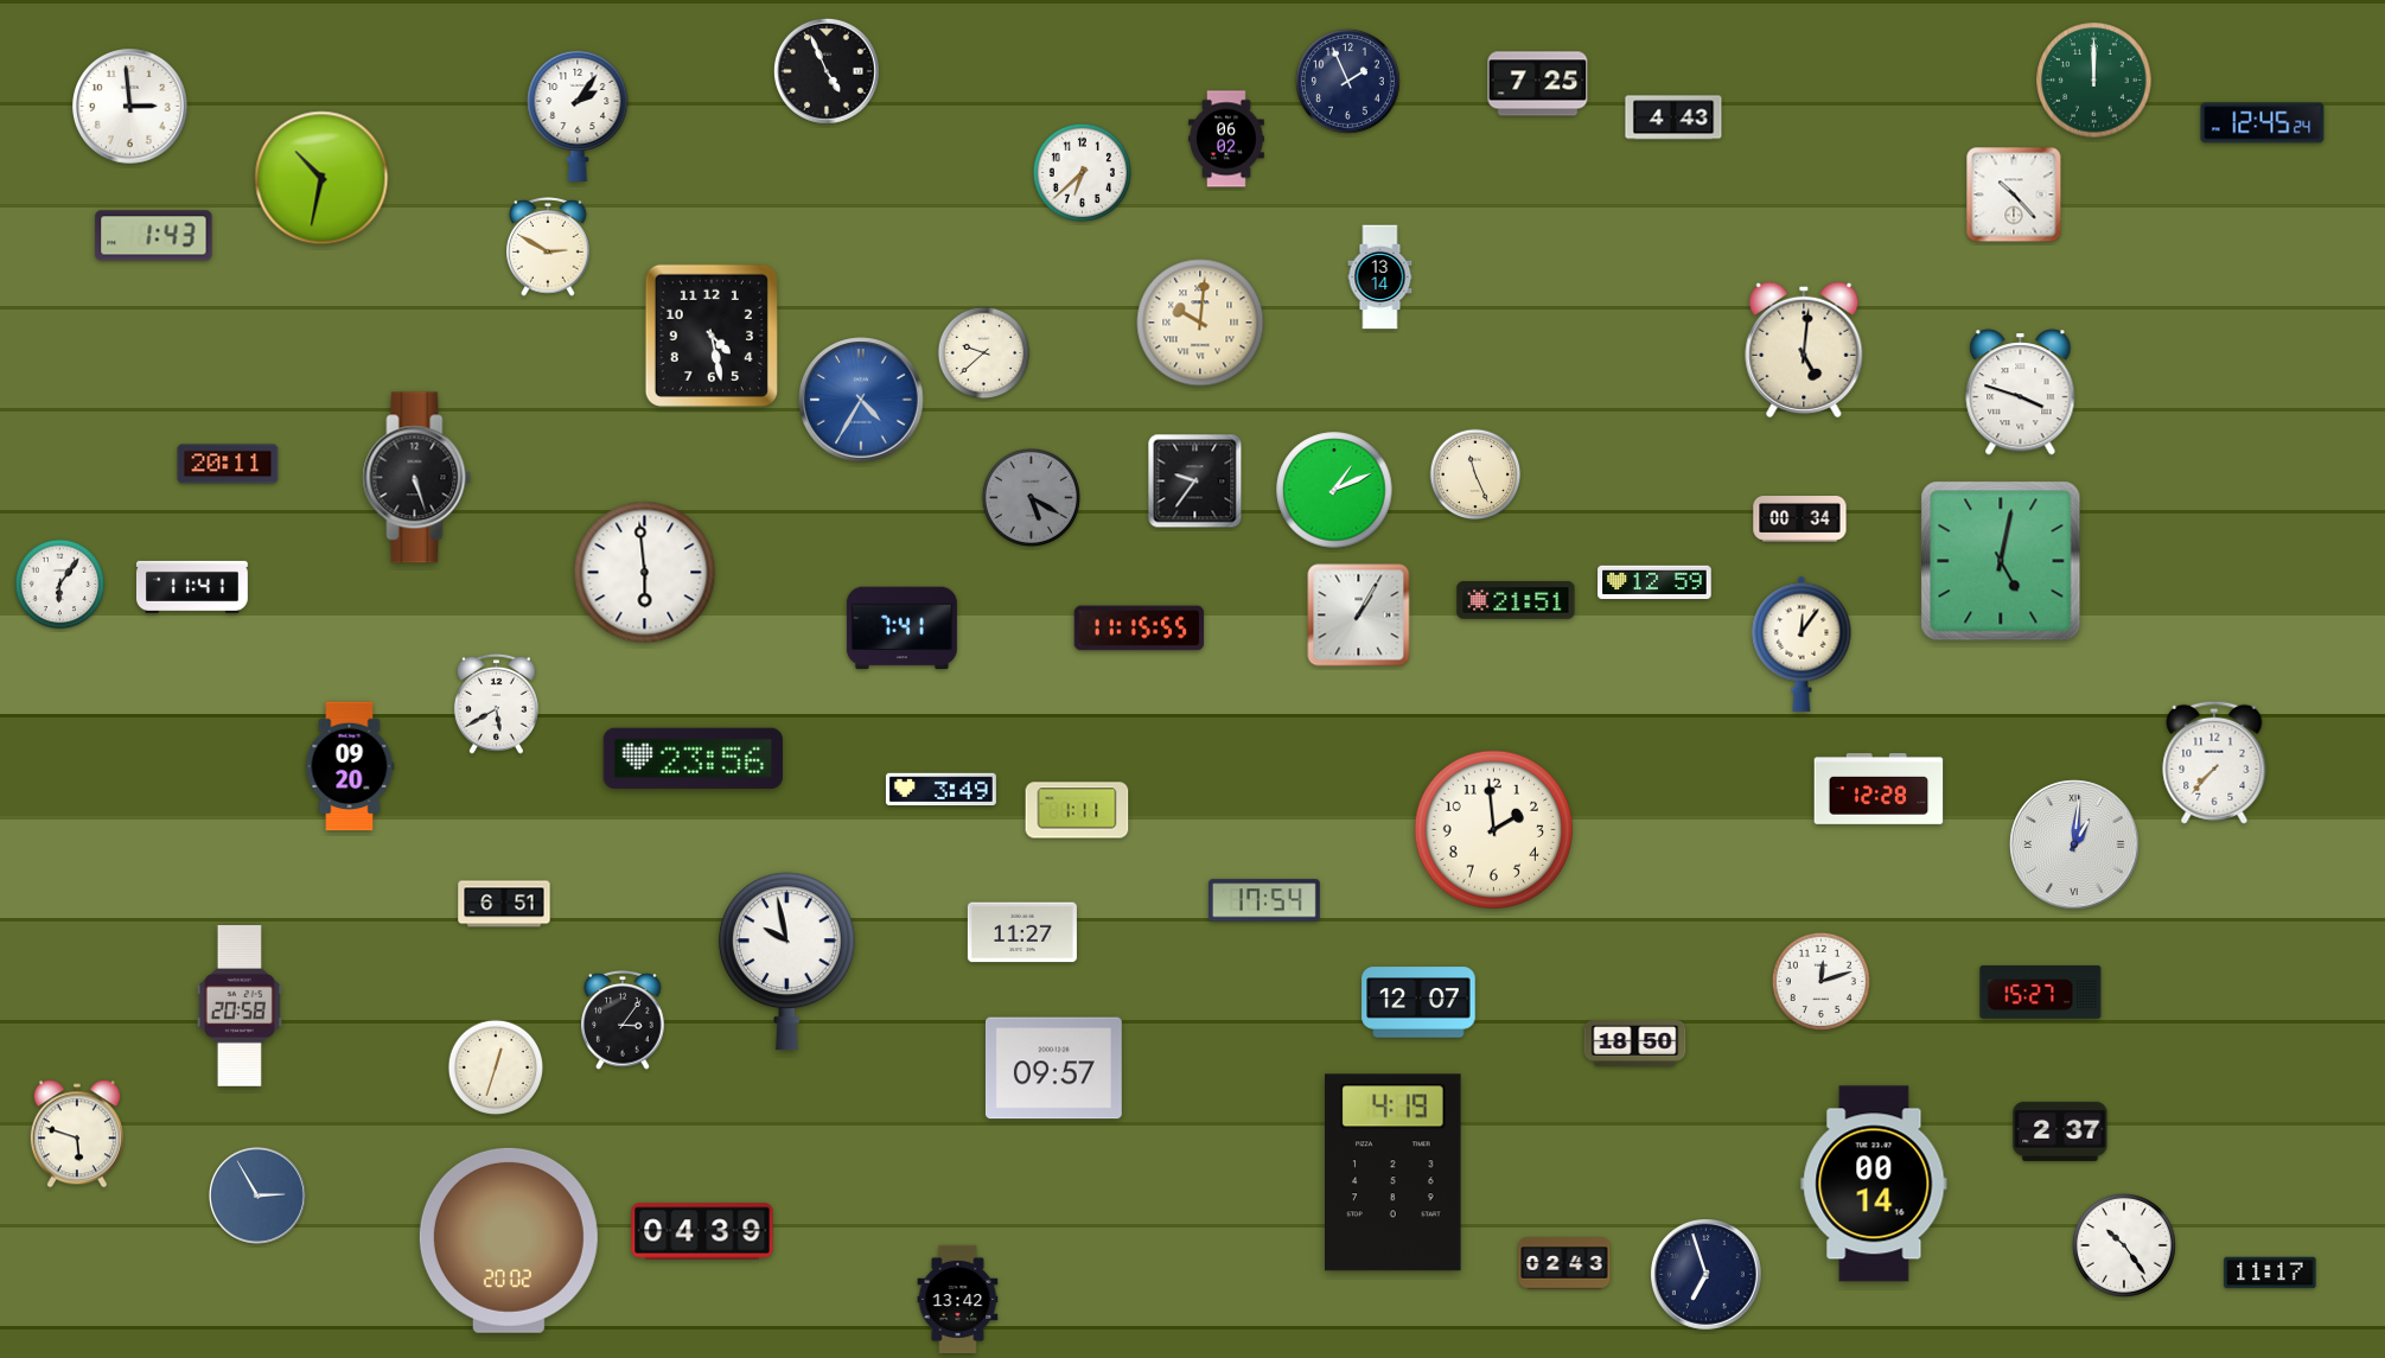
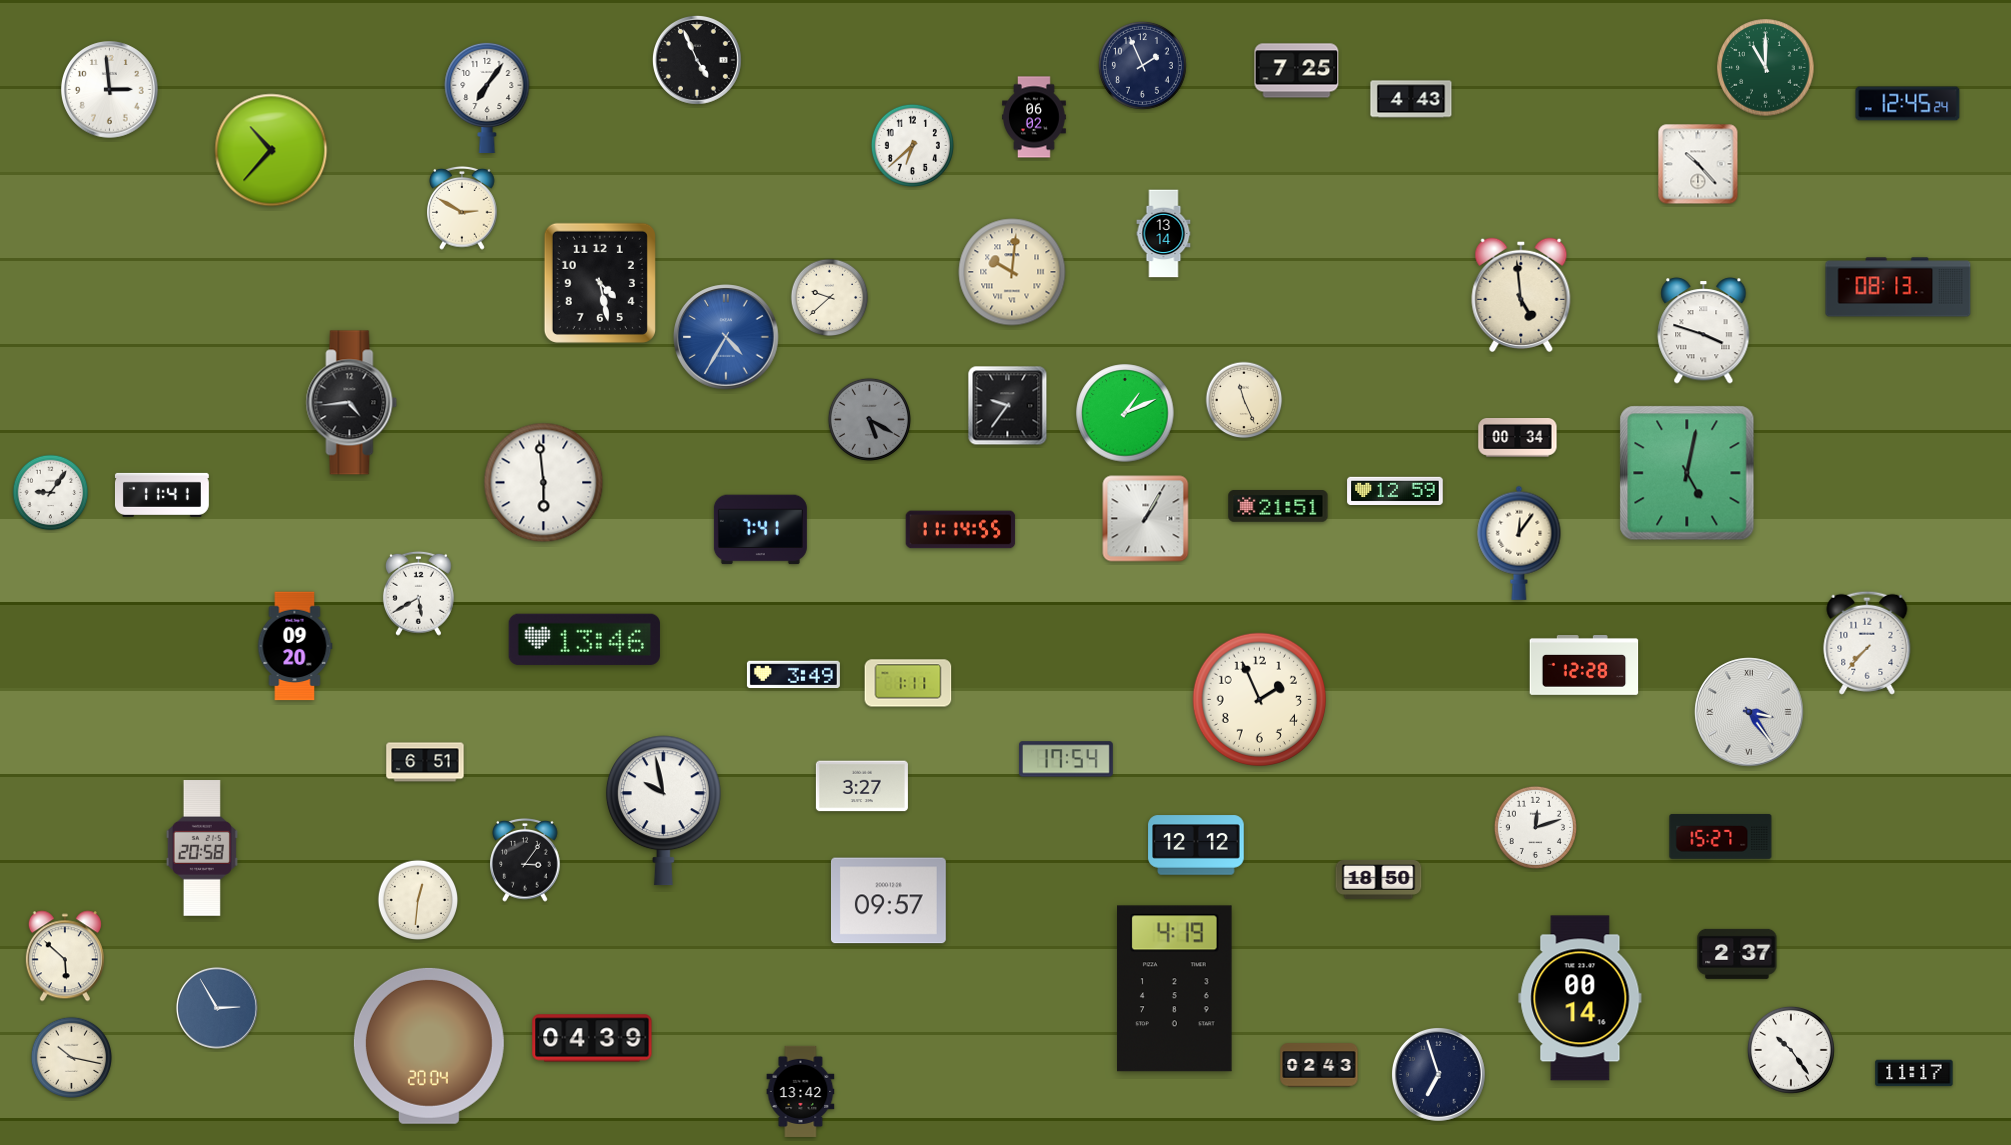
clock at (1347, 81) position: (1347, 81) -> (1142, 65)
clock at (2094, 81): 12:00 -> 11:00
clock at (578, 115): 2:06 -> 7:06
clock at (321, 178): 10:32 -> 10:37
clock at (154, 236): 1:43 -> none
clock at (1898, 287): none -> 08:13
clock at (1804, 350): 5:01 -> 4:59
clock at (228, 464): 20:11 -> none
clock at (417, 478): 5:27 -> 4:44
clock at (60, 585): 6:06 -> 9:06
clock at (1140, 629): 11:15 -> 11:14
clock at (693, 758): 23:56 -> 13:46
clock at (940, 790) position: (940, 790) -> (793, 675)
clock at (1493, 829): 1:59 -> 1:56
clock at (2074, 844): 1:01 -> 3:24
clock at (1022, 932): 11:27 -> 3:27
clock at (1418, 1002): 12:07 -> 12:12
clock at (496, 1067): 12:33 -> 12:31
clock at (77, 1134): 5:48 -> 5:52
clock at (509, 1241): 20:02 -> 20:04
clock at (71, 1057): none -> 10:17
clock at (958, 1299) position: (958, 1299) -> (801, 1091)
